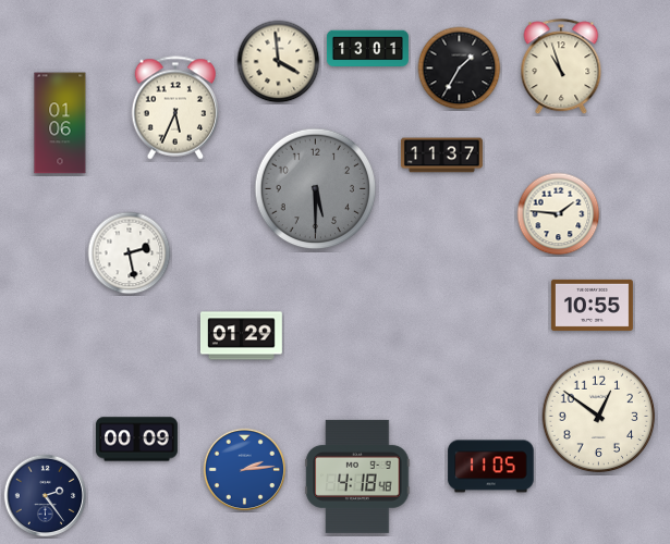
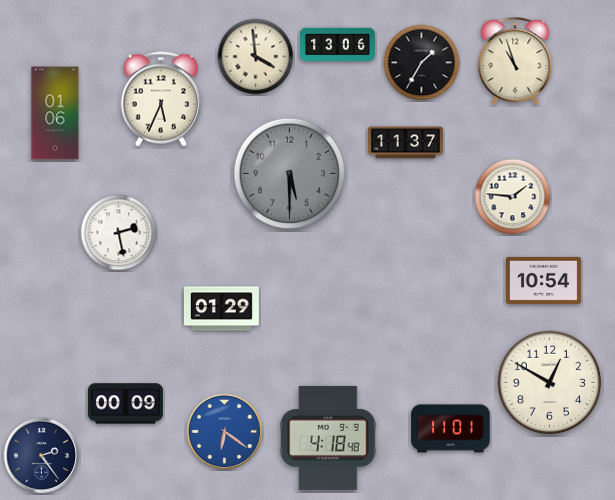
clock at (367, 49): 13:01 -> 13:06
clock at (592, 305): 10:55 -> 10:54
clock at (599, 417): 12:51 -> 12:50
clock at (491, 467): 11:05 -> 11:01
clock at (245, 470): 2:14 -> 6:21
